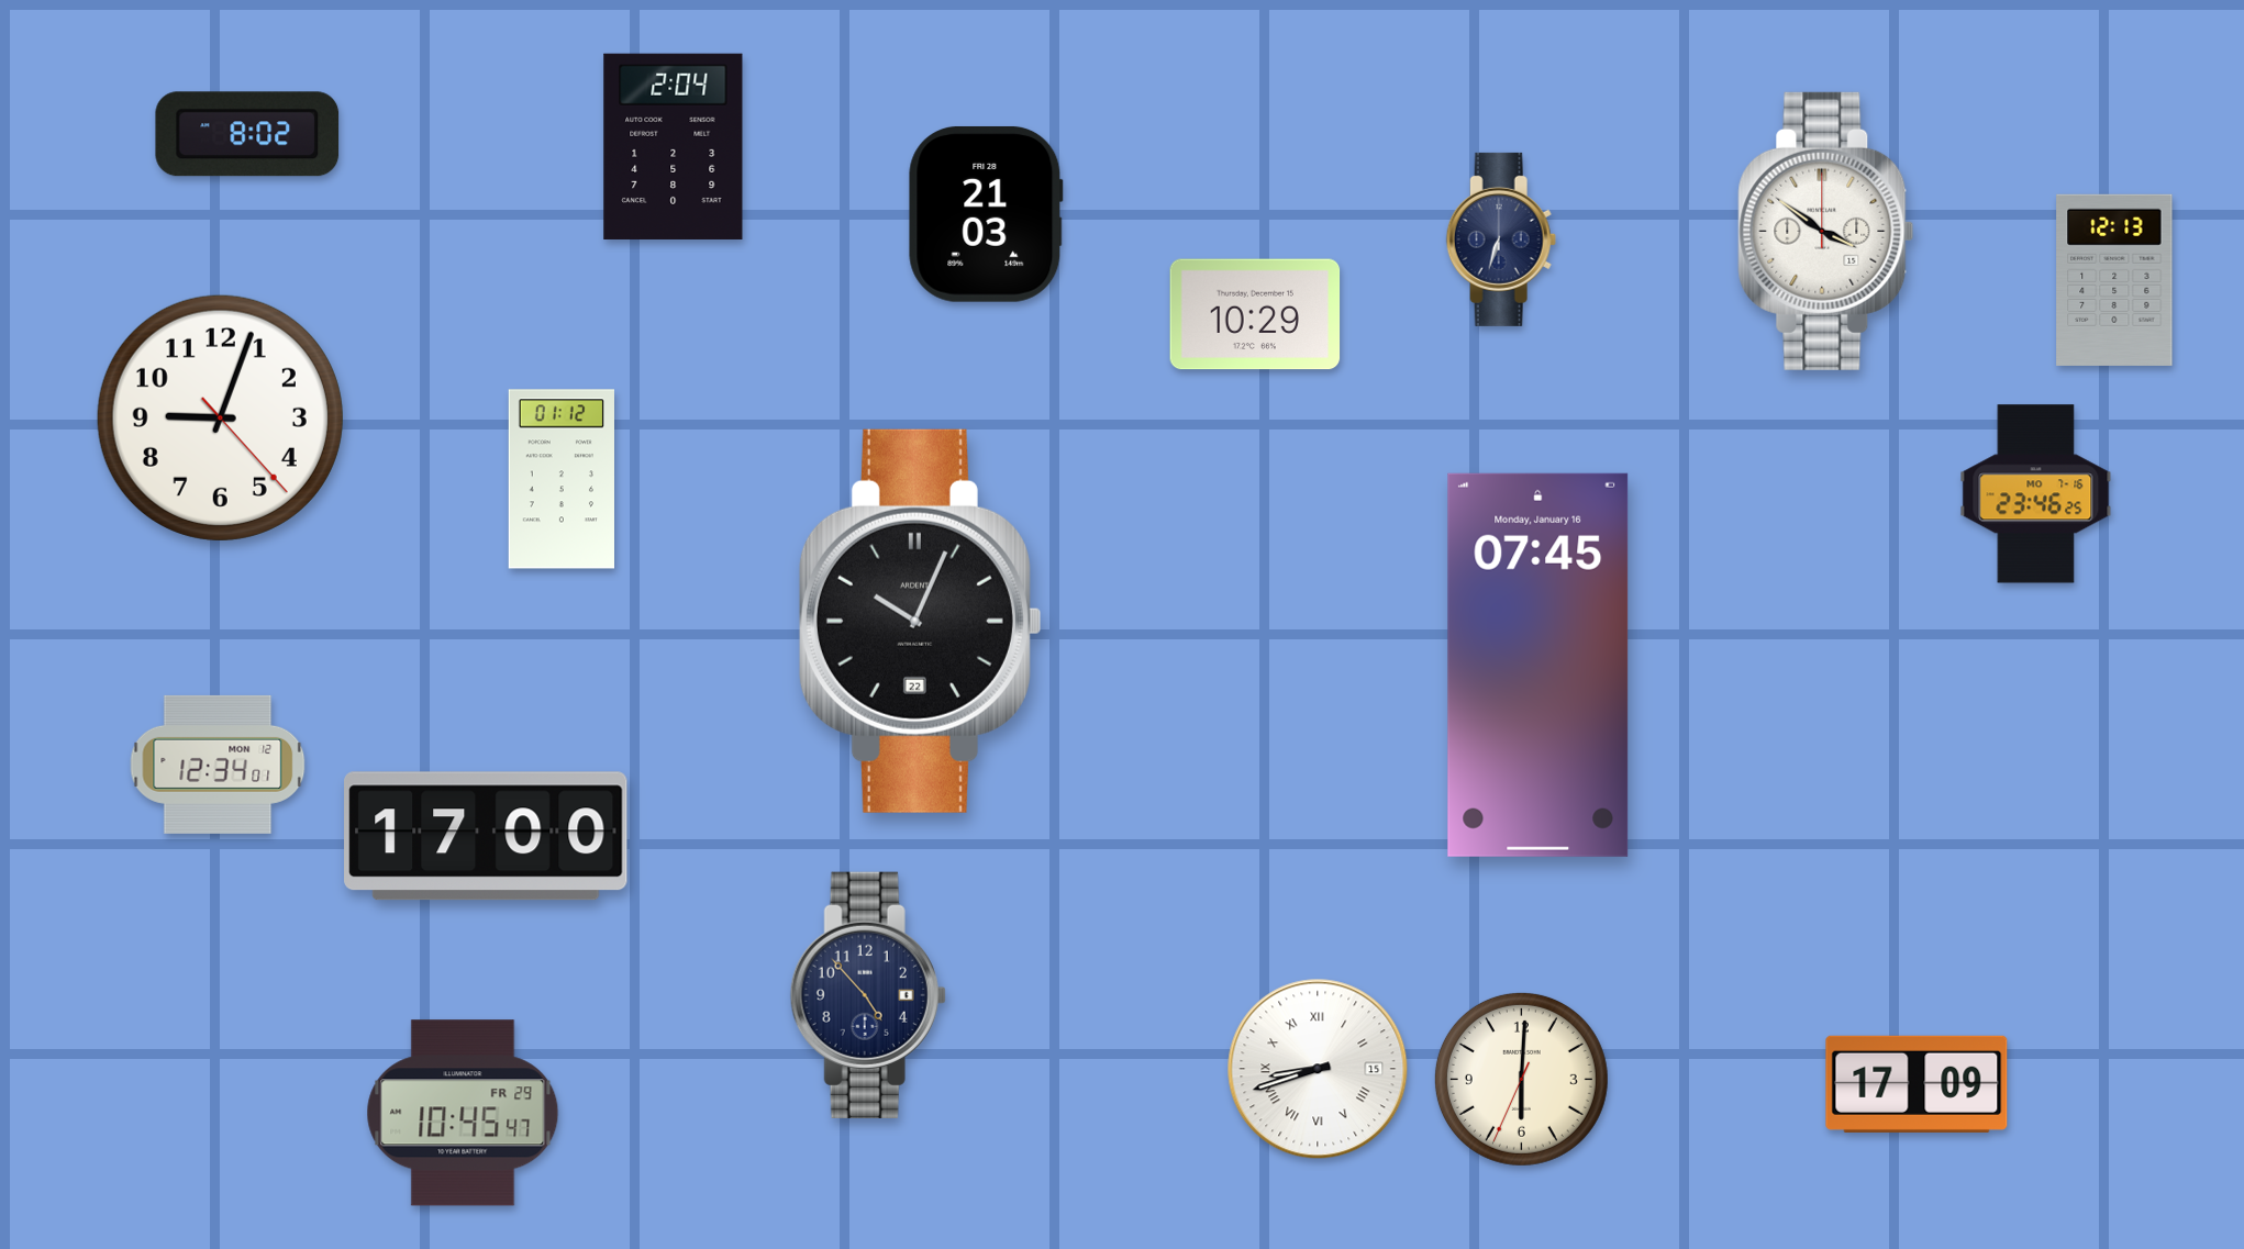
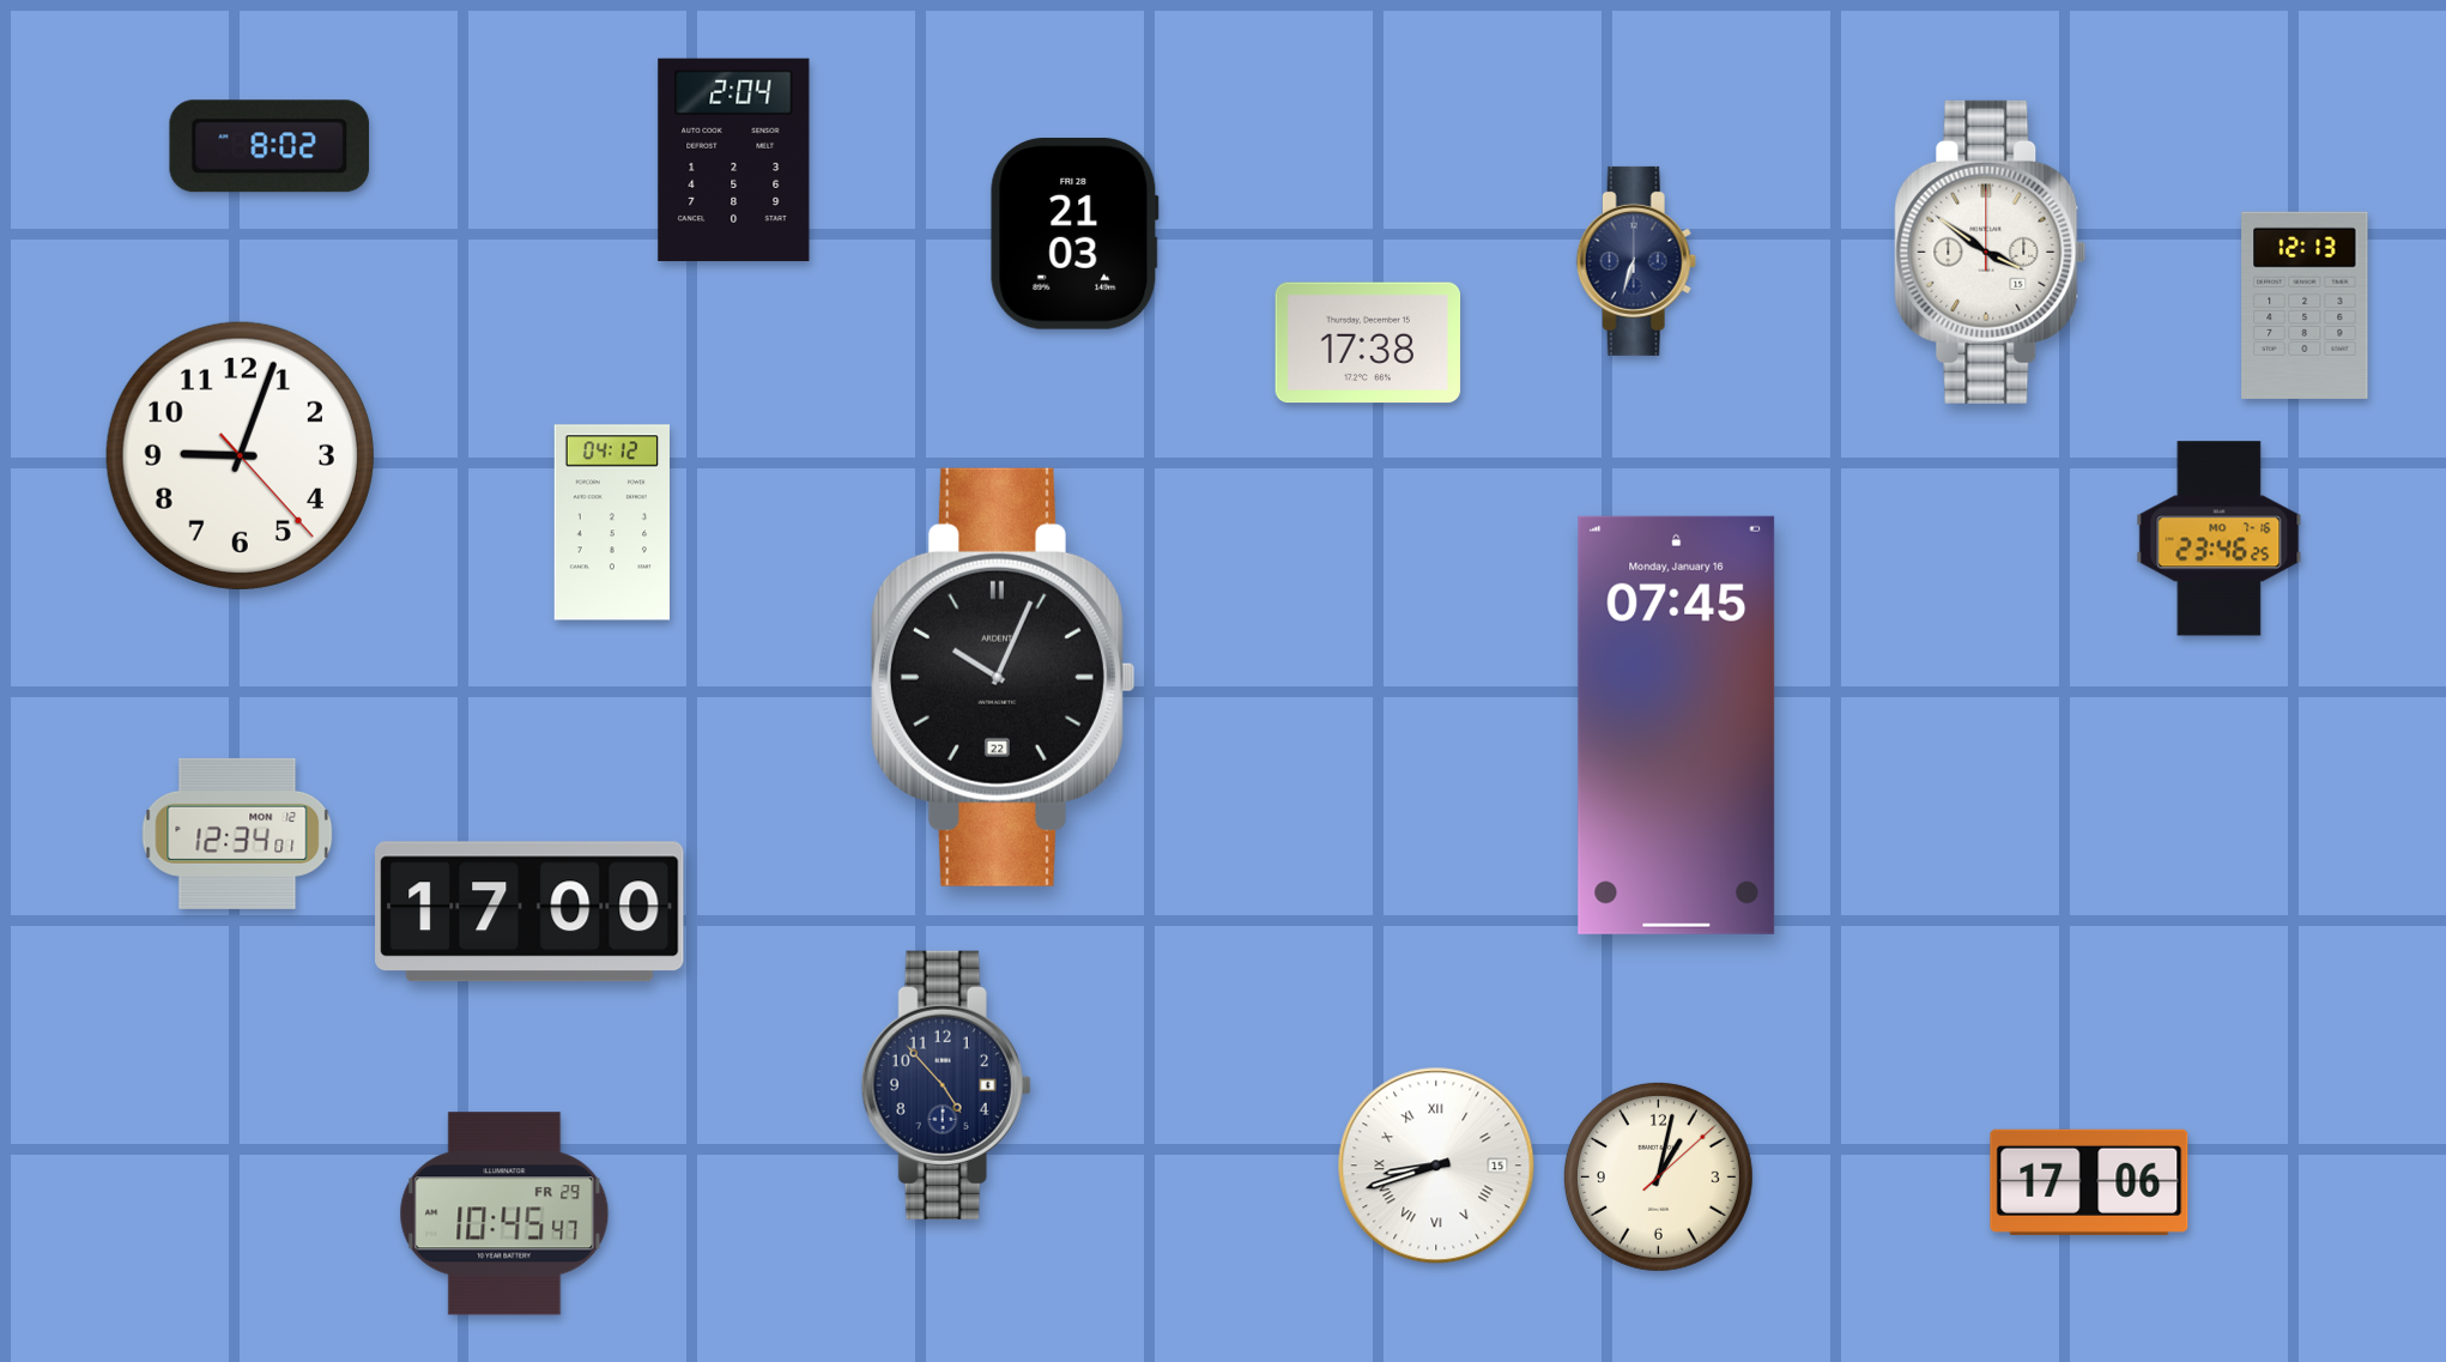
clock at (1255, 314): 10:29 -> 17:38
clock at (560, 479): 01:12 -> 04:12
clock at (1521, 1079): 6:00 -> 1:02
clock at (1917, 1084): 17:09 -> 17:06
